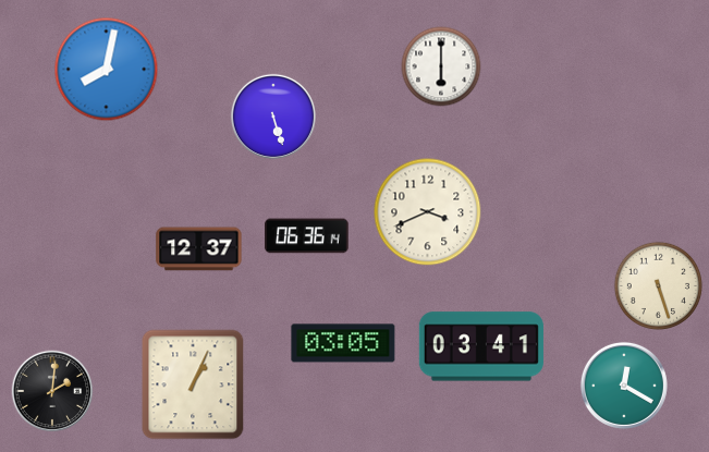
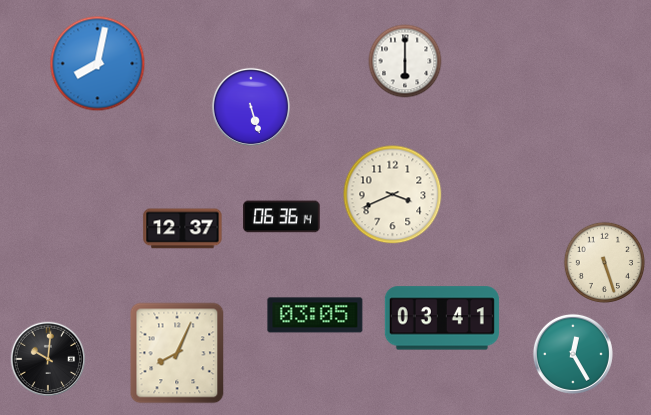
clock at (193, 384): 1:04 -> 8:04
clock at (624, 386): 12:20 -> 12:25
clock at (52, 391): 2:01 -> 10:01
